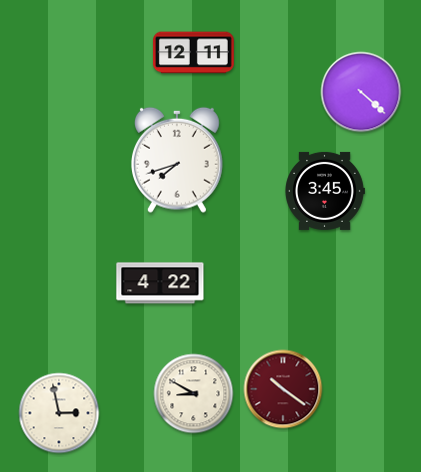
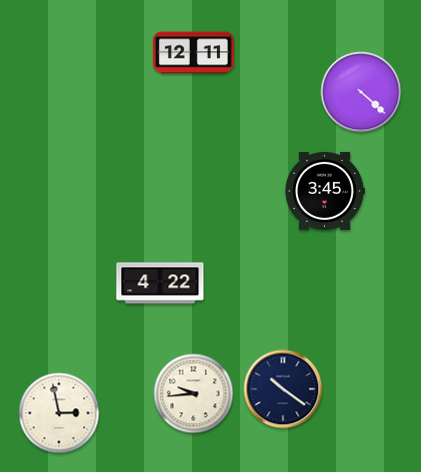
clock at (177, 160): 7:42 -> none
clock at (283, 389) dial: burgundy -> navy
clock at (194, 394): 8:50 -> 9:44
